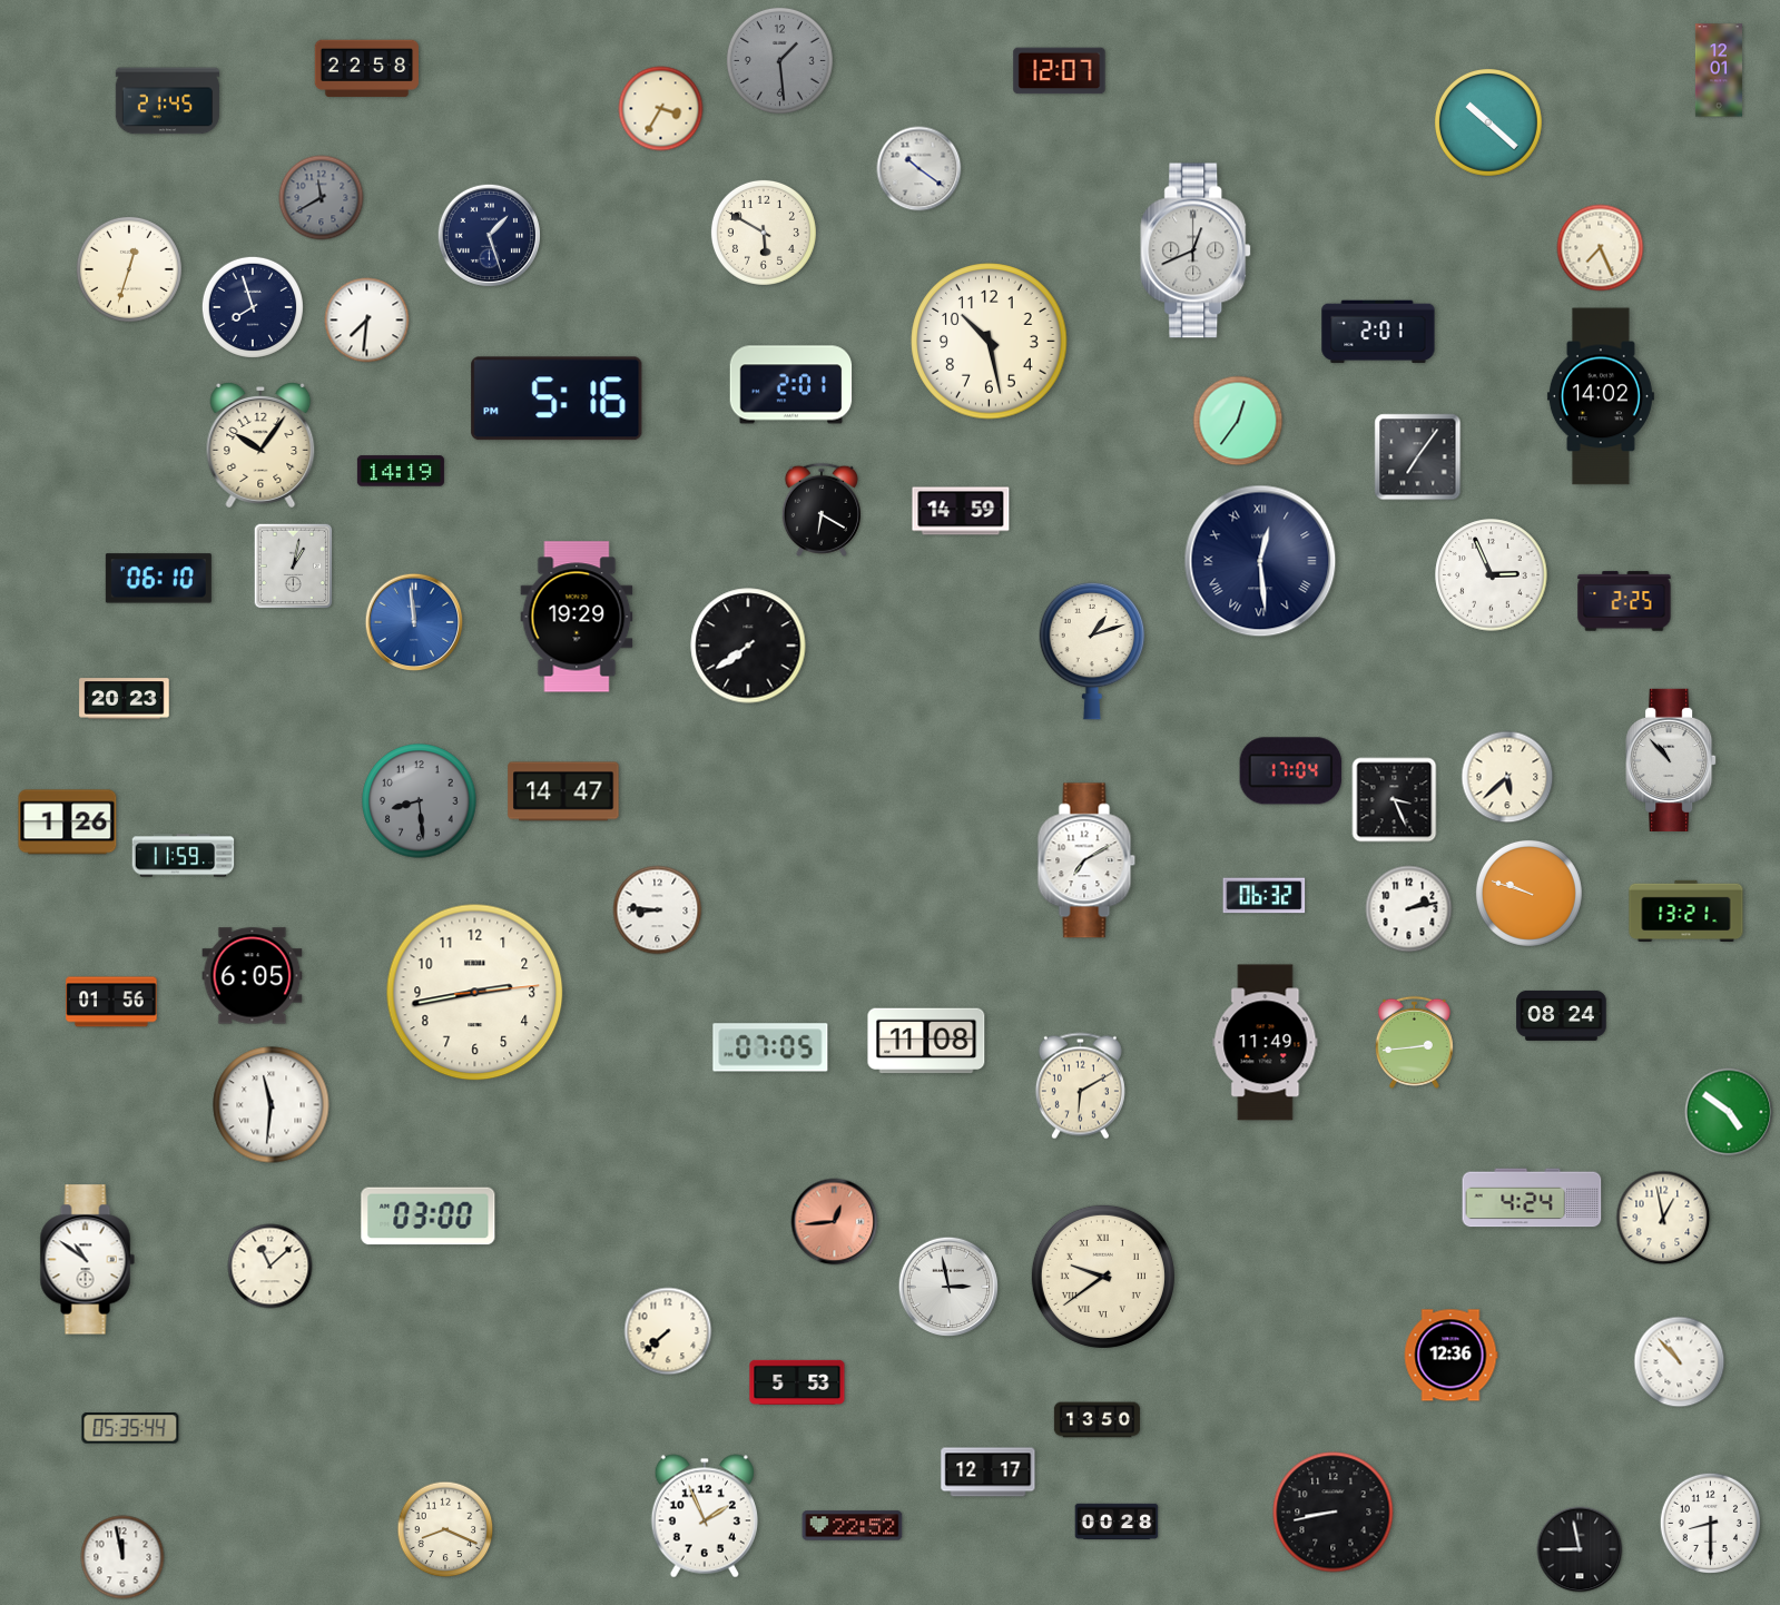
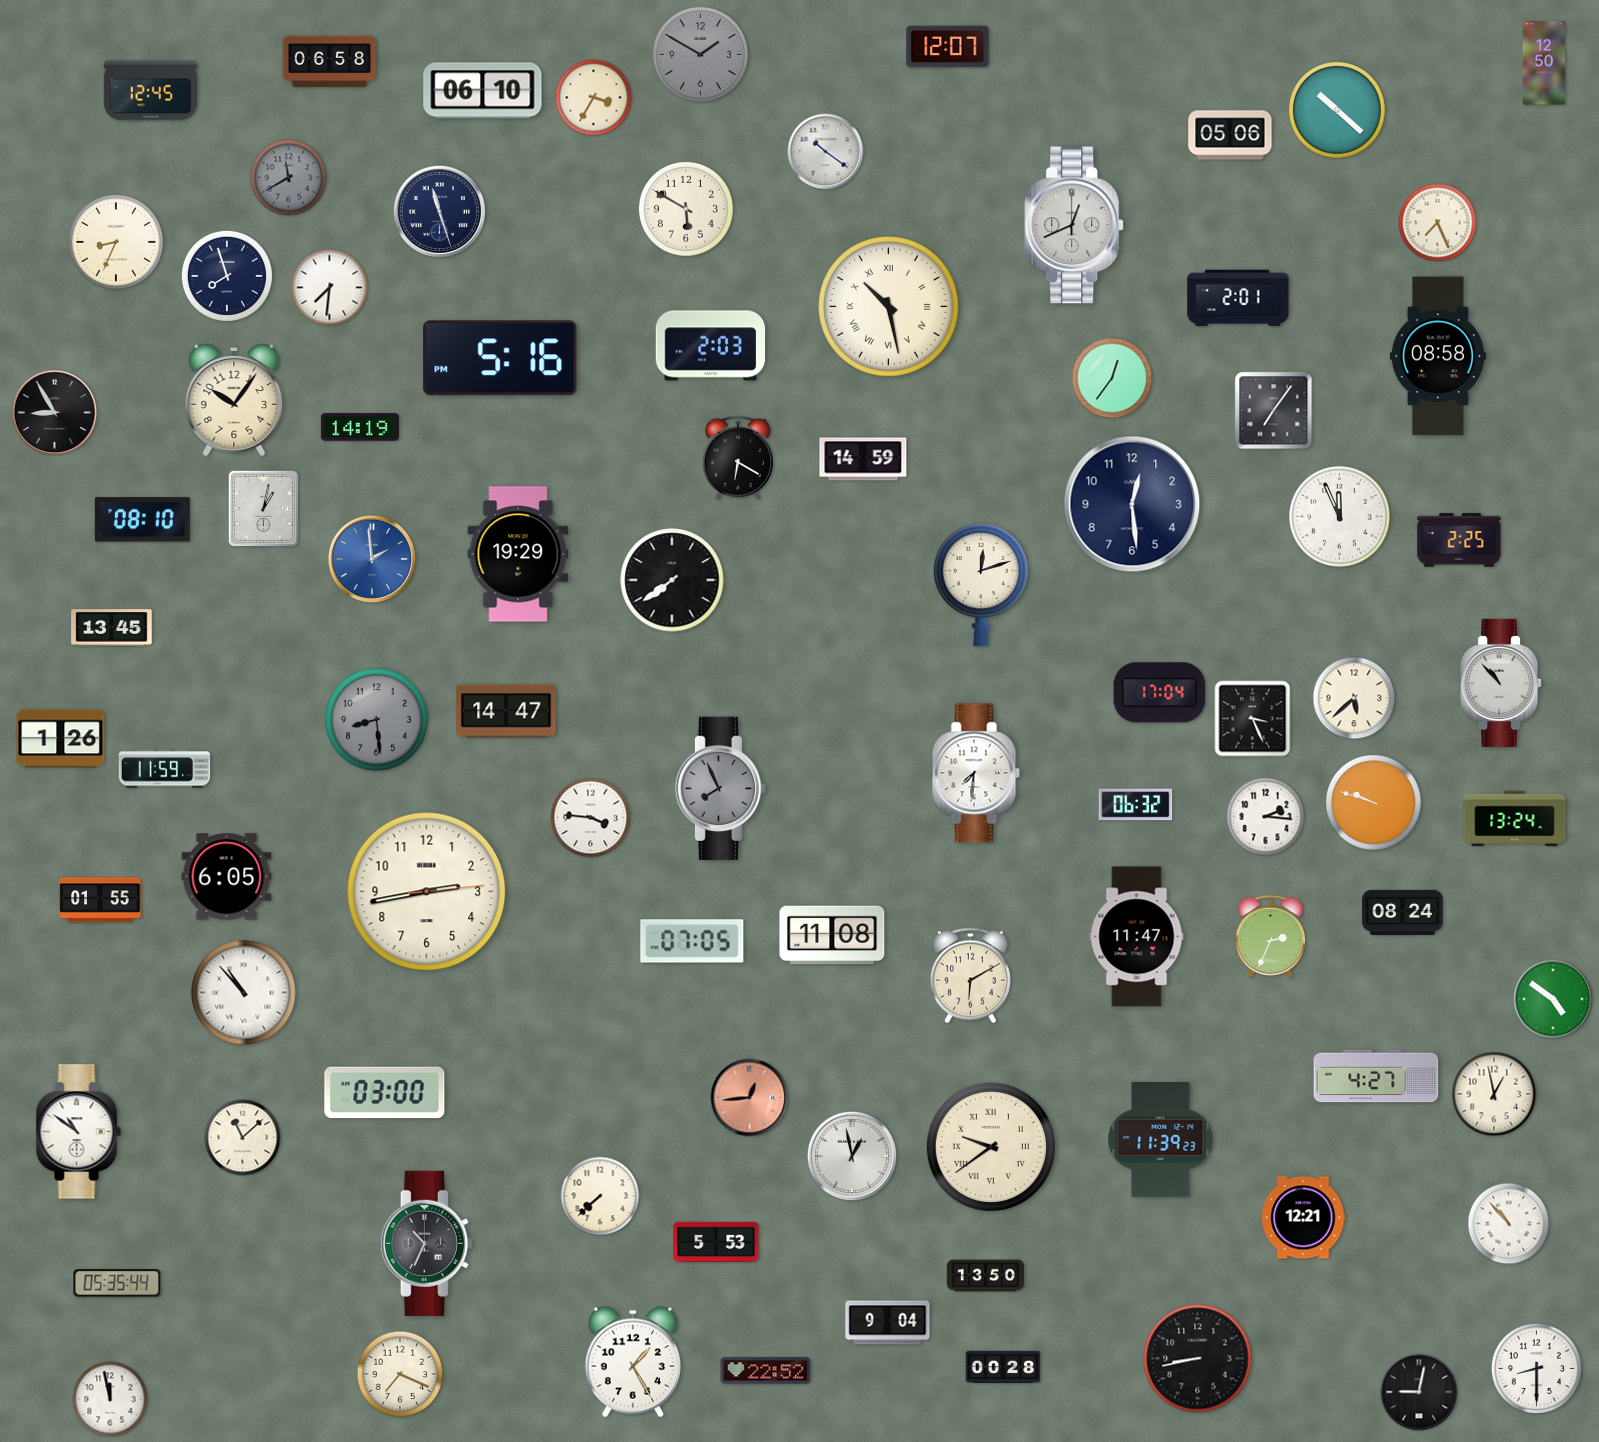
clock at (779, 60): 1:29 -> 1:50
clock at (366, 69): 22:58 -> 06:58
clock at (1719, 70): 12:01 -> 12:50
clock at (1060, 71) position: (1060, 71) -> (948, 47)
clock at (168, 101): 21:45 -> 12:45
clock at (483, 91): none -> 06:10
clock at (1230, 135): none -> 05:06
clock at (489, 235): 1:27 -> 11:27
clock at (129, 269): 12:33 -> 8:34
clock at (990, 342) numerals: Arabic -> Roman
clock at (791, 385): 2:01 -> 2:03
clock at (1601, 396): 14:02 -> 08:58
clock at (55, 413): none -> 8:55
clock at (401, 471) position: (401, 471) -> (360, 427)
clock at (1260, 561) numerals: Roman -> Arabic
clock at (1492, 575): 2:56 -> 11:56
clock at (158, 579): 06:10 -> 08:10
clock at (414, 622): 11:59 -> 1:59
clock at (1092, 651): 1:12 -> 12:12
clock at (125, 699): 20:23 -> 13:45
clock at (1086, 860): 7:10 -> 7:31
clock at (721, 789): none -> 7:56
clock at (1409, 909): 2:13 -> 2:16
clock at (658, 910): 8:46 -> 3:46
clock at (1686, 912): 13:21 -> 13:24
clock at (111, 1002): 01:56 -> 01:55
clock at (1414, 1042): 2:44 -> 2:34
clock at (1266, 1043): 11:49 -> 11:47
clock at (272, 1105): 11:31 -> 10:53
clock at (1532, 1198): 4:24 -> 4:27
clock at (1161, 1140): none -> 11:39
clock at (948, 1287): 2:58 -> 12:58
clock at (1450, 1356): 12:36 -> 12:21
clock at (426, 1243): none -> 10:34
clock at (989, 1473): 12:17 -> 9:04
clock at (705, 1516): 1:56 -> 1:25
clock at (445, 1529): 8:19 -> 7:19
clock at (1580, 1549): 8:58 -> 9:02
